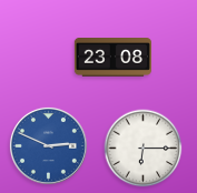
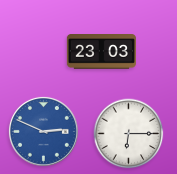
clock at (112, 58): 23:08 -> 23:03
